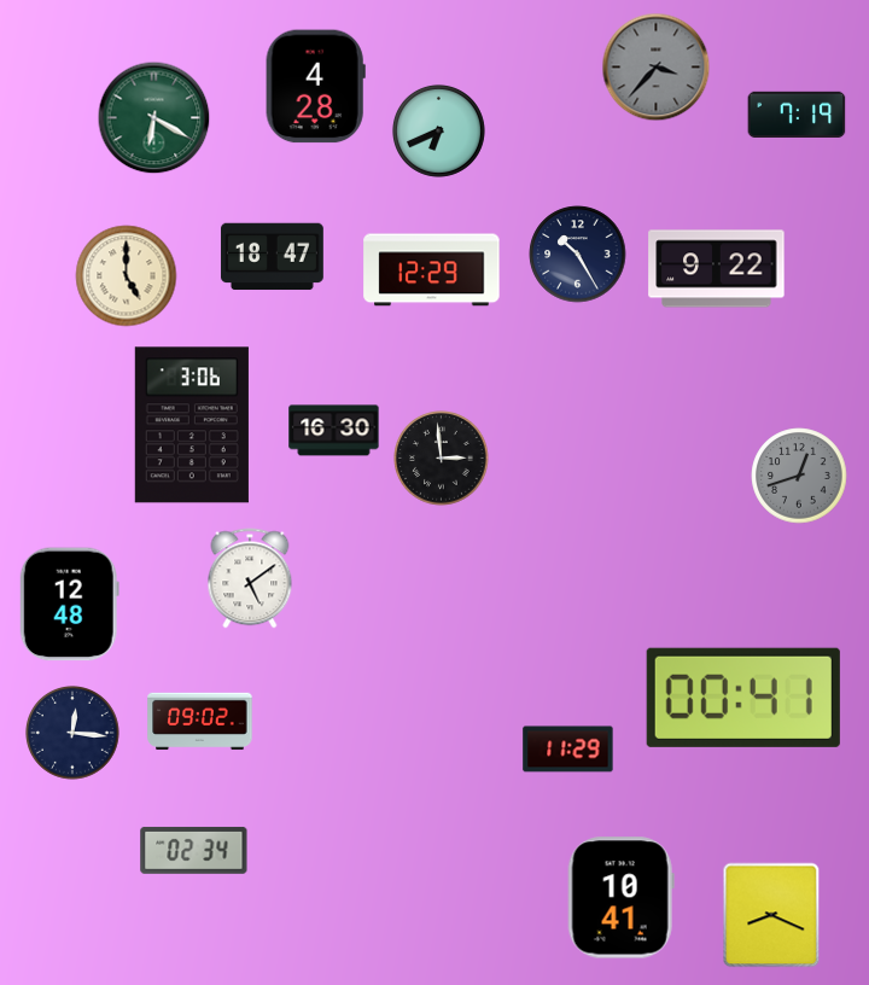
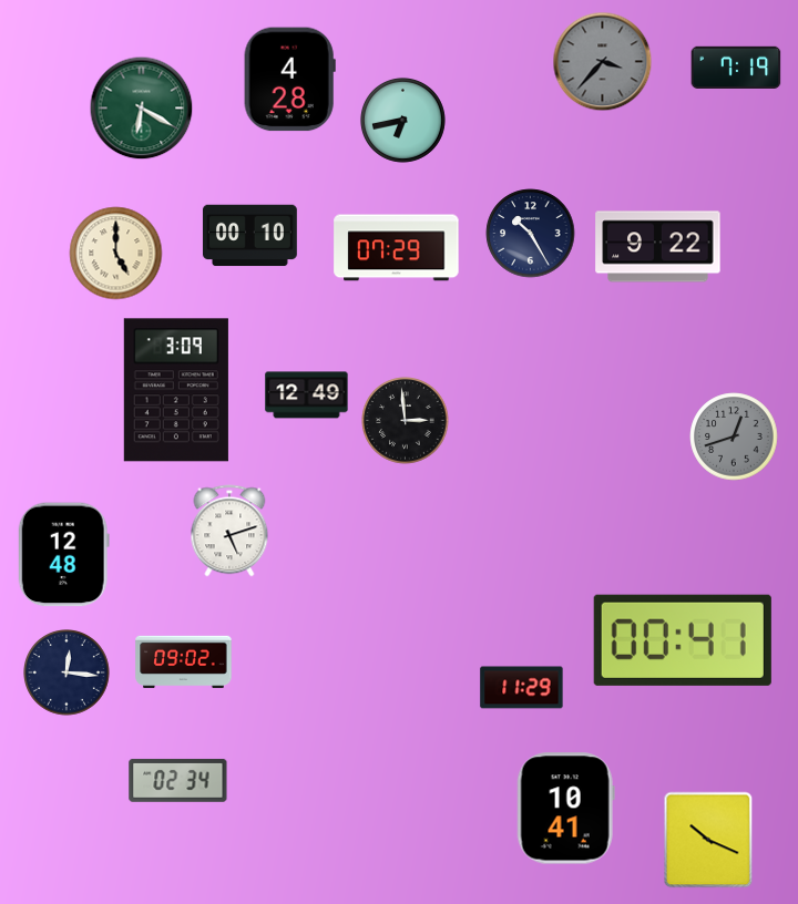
clock at (797, 115) position: (797, 115) -> (736, 68)
clock at (438, 130): 6:41 -> 6:43
clock at (272, 257): 18:47 -> 00:10
clock at (432, 270): 12:29 -> 07:29
clock at (192, 425): 3:06 -> 3:09
clock at (334, 431): 16:30 -> 12:49
clock at (250, 578): 5:09 -> 5:12
clock at (620, 898) position: (620, 898) -> (565, 809)
clock at (771, 915): 8:19 -> 10:19
